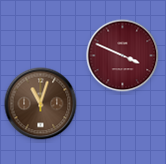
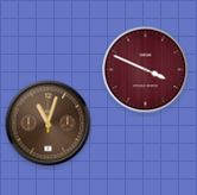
clock at (123, 56) position: (123, 56) -> (146, 70)
